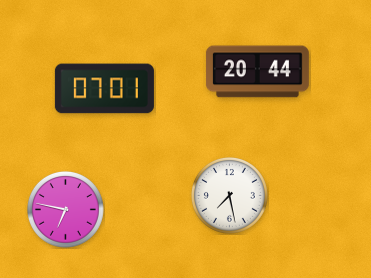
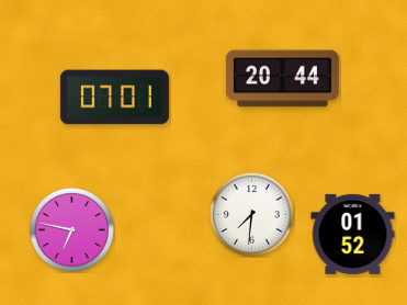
clock at (229, 195): 7:28 -> 7:31
clock at (353, 234): none -> 01:52
